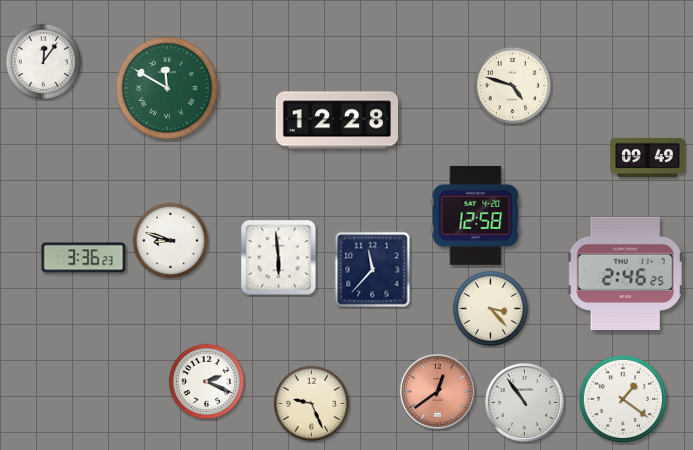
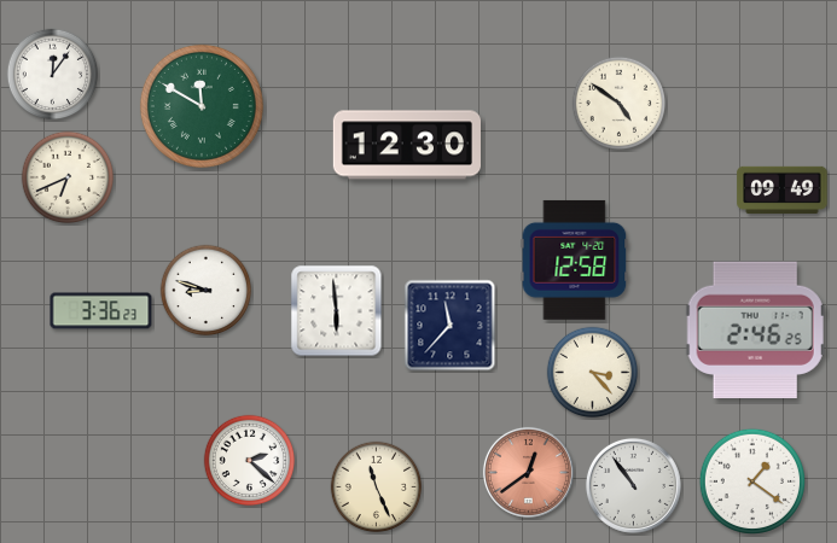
clock at (513, 86): 4:48 -> 4:51
clock at (336, 120): 12:28 -> 12:30
clock at (68, 177): none -> 6:41
clock at (207, 382): 2:19 -> 2:22
clock at (312, 404): 9:26 -> 11:26
